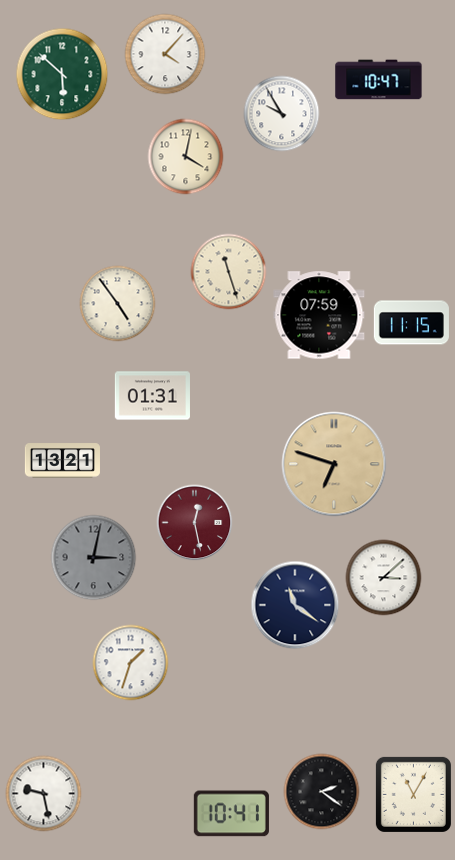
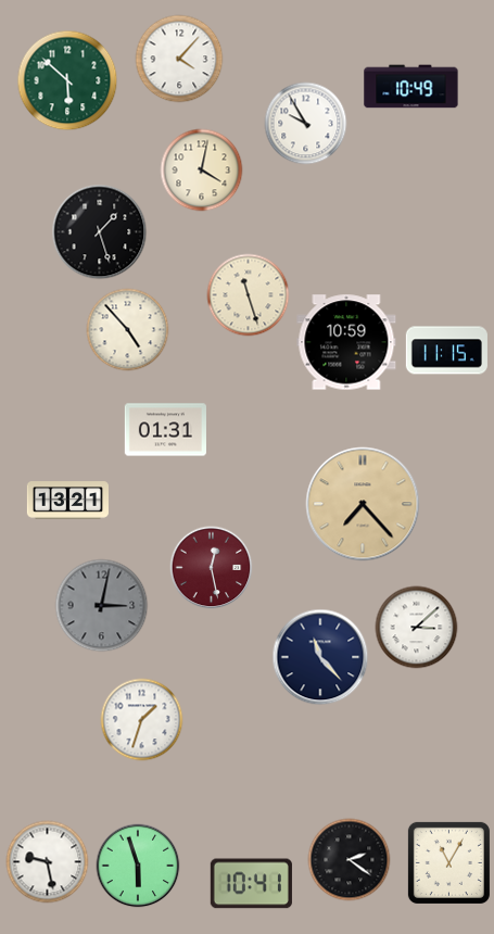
clock at (379, 80): 10:47 -> 10:49
clock at (100, 232): none -> 1:27
clock at (118, 304): 4:54 -> 4:53
clock at (319, 315): 07:59 -> 10:59
clock at (334, 464): 6:48 -> 7:23
clock at (295, 605): 11:21 -> 11:23
clock at (138, 866): none -> 5:57
